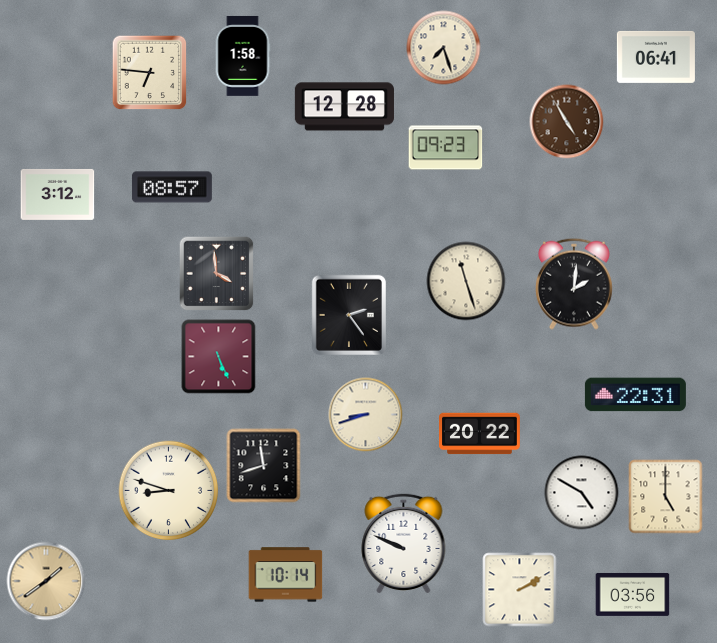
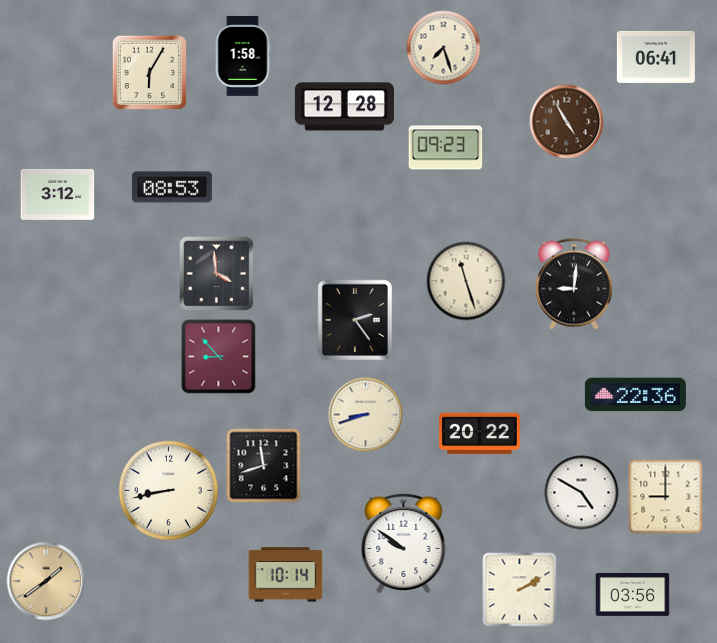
clock at (150, 73): 6:46 -> 6:05
clock at (172, 187): 08:57 -> 08:53
clock at (574, 284): 2:01 -> 9:01
clock at (348, 314) position: (348, 314) -> (354, 319)
clock at (219, 357): 5:26 -> 8:53
clock at (635, 395): 22:31 -> 22:36
clock at (169, 491): 8:48 -> 8:43
clock at (666, 497): 5:00 -> 9:00
clock at (404, 543): 9:49 -> 9:51
